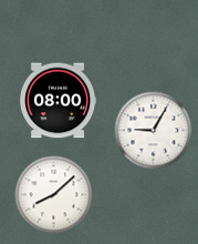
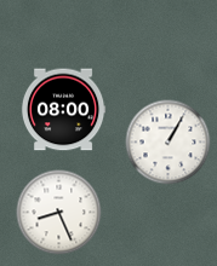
clock at (154, 131): 9:05 -> 1:05
clock at (54, 195): 8:08 -> 8:26
